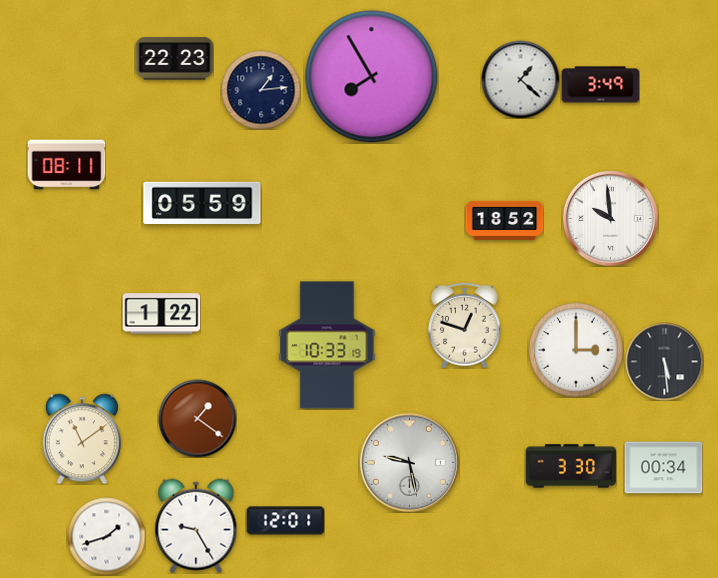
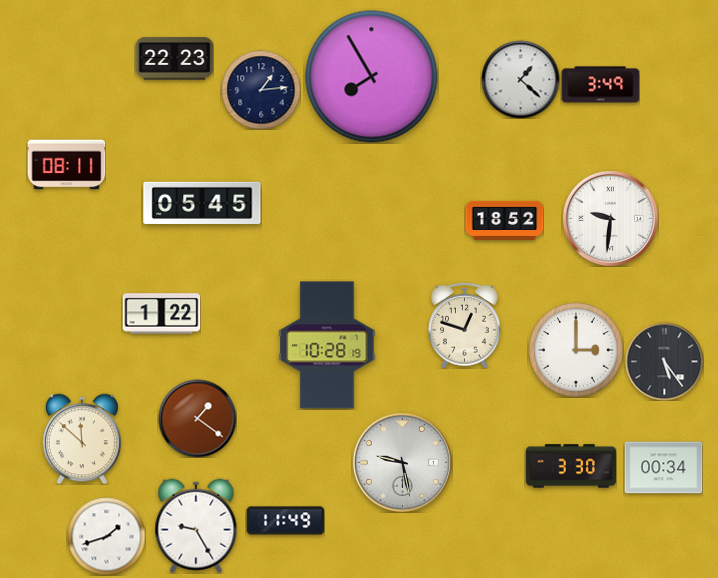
clock at (202, 203): 05:59 -> 05:45
clock at (610, 218): 9:59 -> 9:31
clock at (327, 345): 10:33 -> 10:28
clock at (664, 361): 5:29 -> 5:24
clock at (82, 439): 11:09 -> 11:52
clock at (409, 462) position: (409, 462) -> (402, 462)
clock at (285, 521): 12:01 -> 11:49
